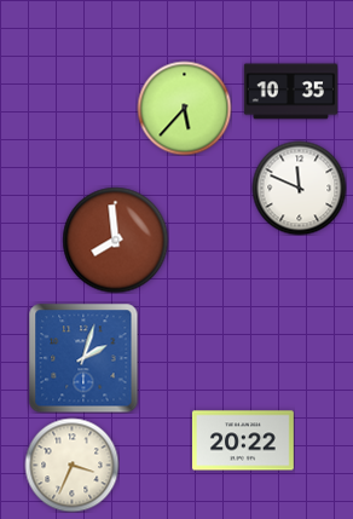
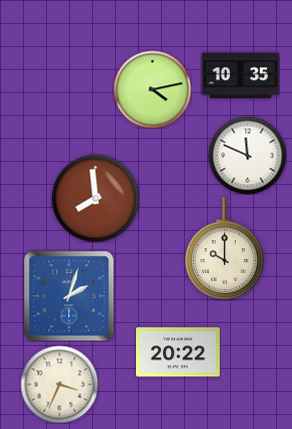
clock at (184, 108): 5:37 -> 4:13
clock at (225, 249): none -> 10:00
clock at (243, 440) position: (243, 440) -> (178, 352)
